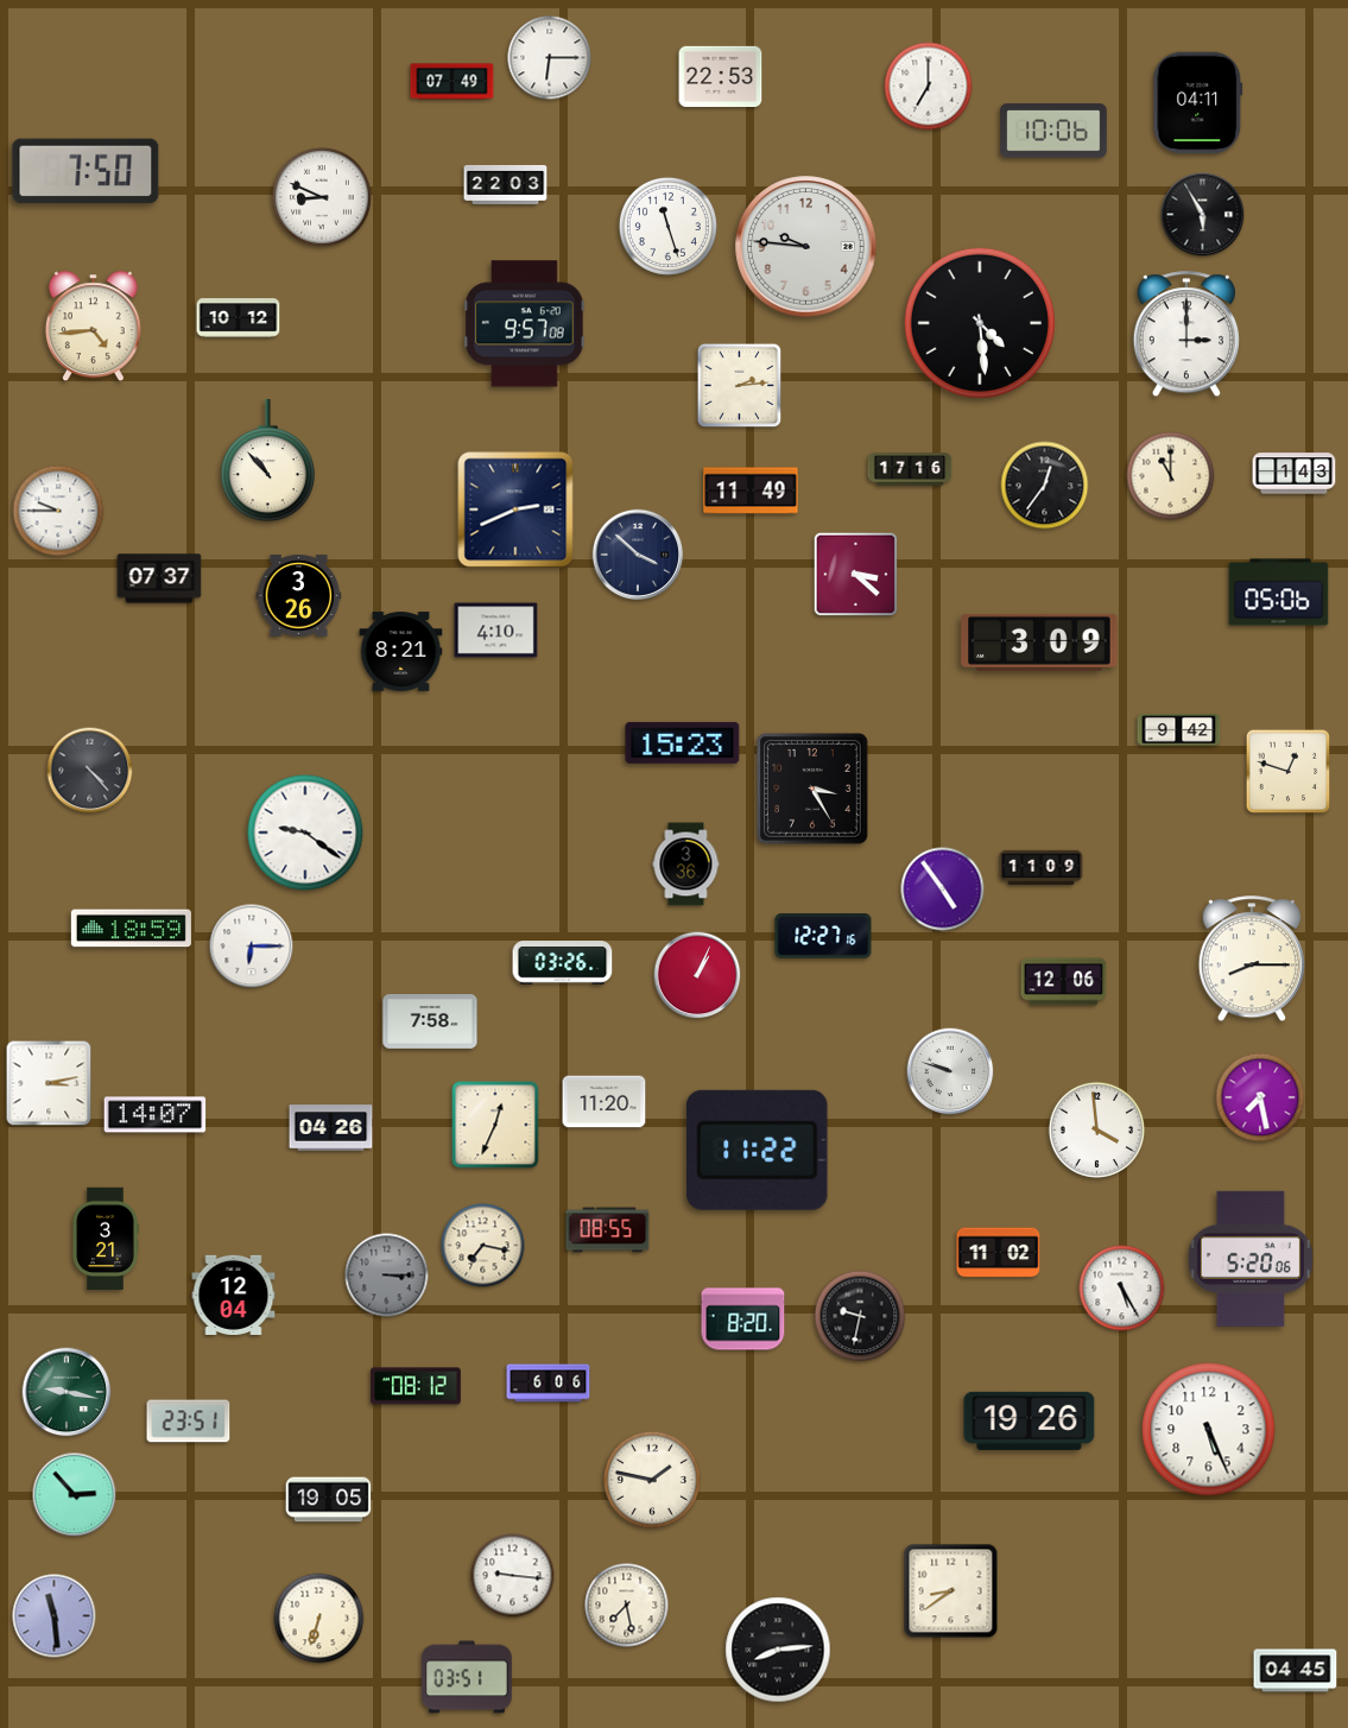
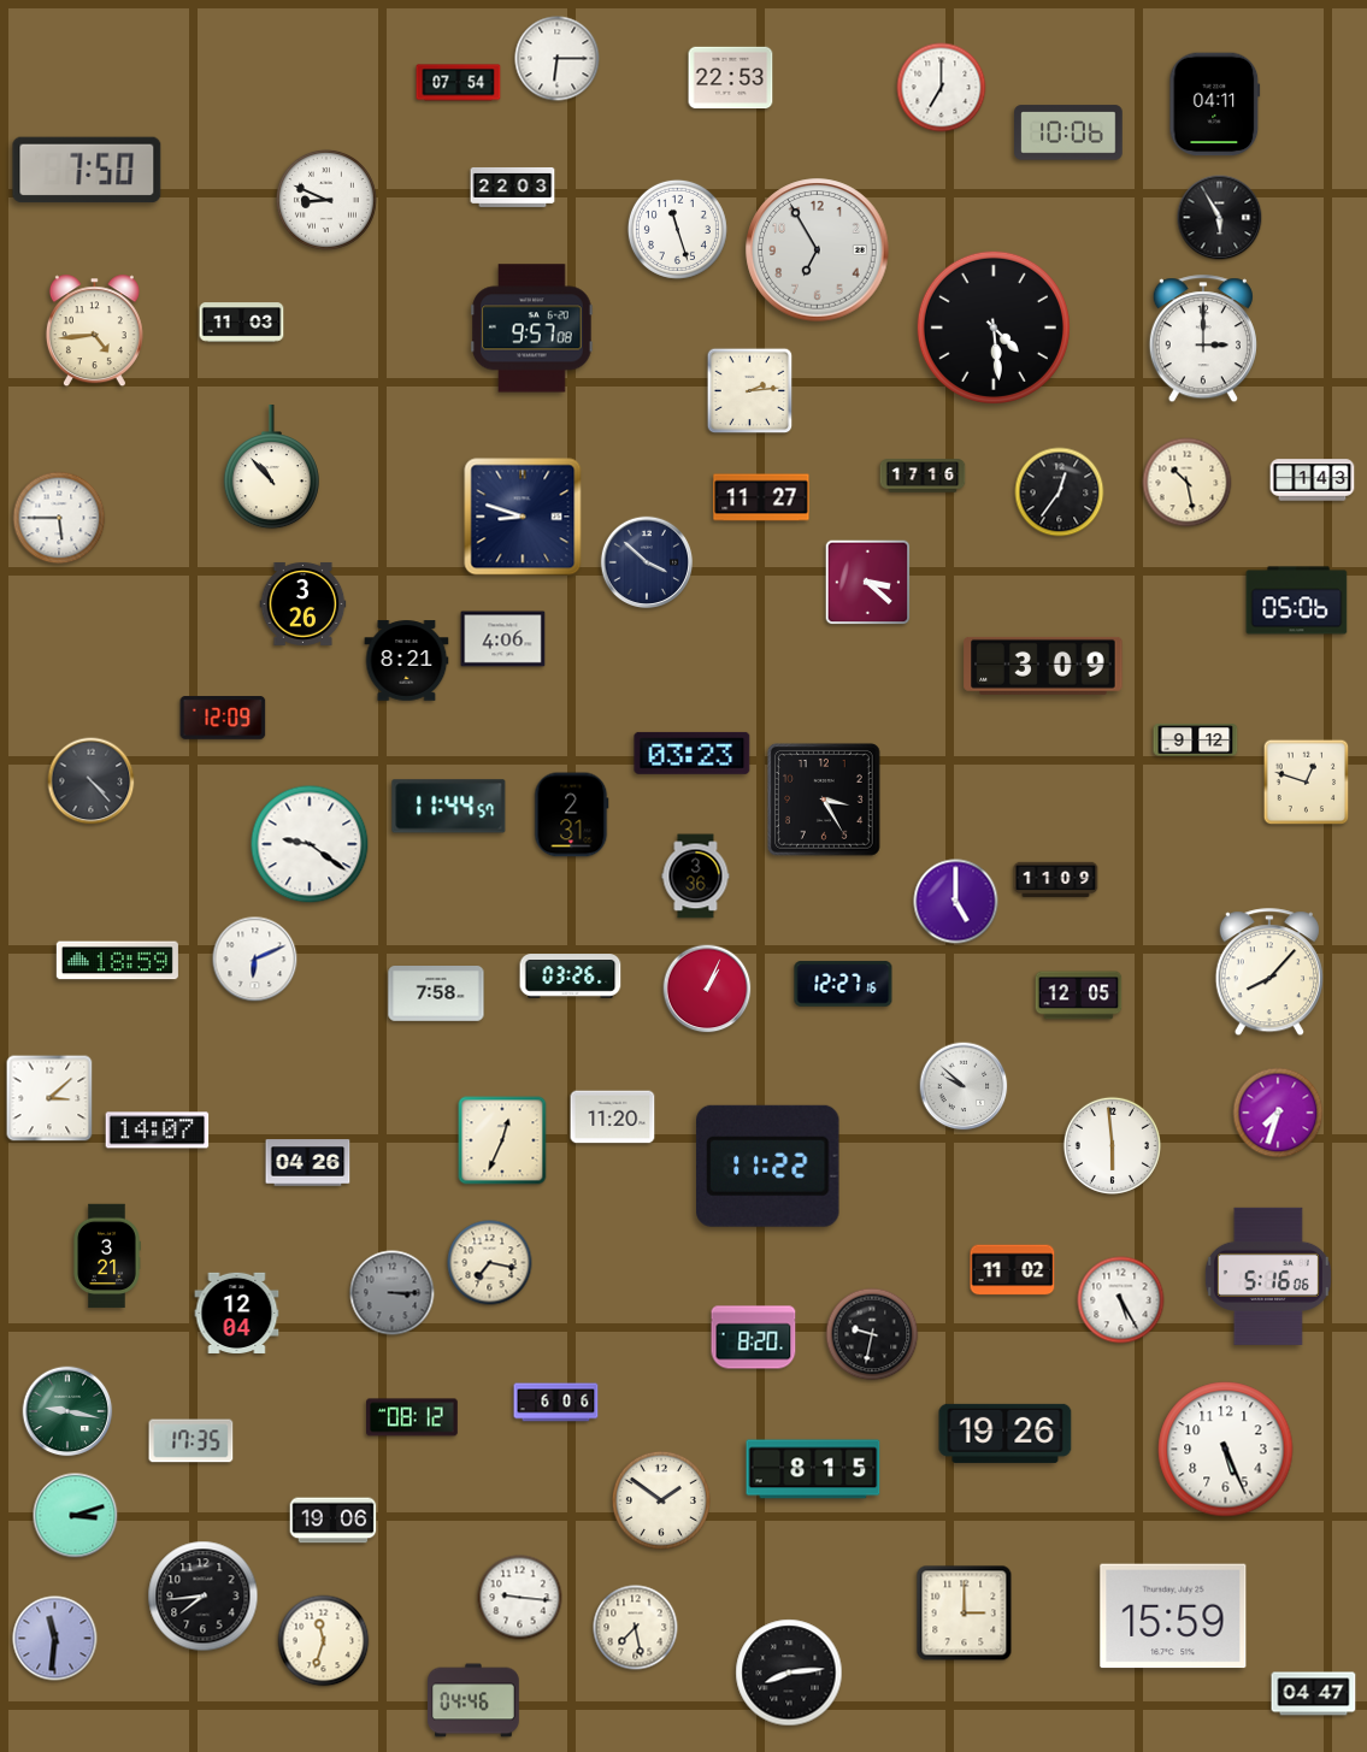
clock at (453, 82): 07:49 -> 07:54
clock at (86, 171) position: (86, 171) -> (87, 170)
clock at (806, 247): 9:46 -> 6:55
clock at (239, 318): 10:12 -> 11:03
clock at (1171, 476): 11:00 -> 10:28
clock at (751, 490): 11:49 -> 11:27
clock at (515, 509): 2:41 -> 8:48
clock at (58, 511): 9:45 -> 5:45
clock at (159, 578): 07:37 -> none
clock at (496, 631): 4:10 -> 4:06
clock at (1039, 643) position: (1039, 643) -> (1043, 666)
clock at (223, 719): none -> 12:09
clock at (1179, 730): 9:42 -> 9:12
clock at (683, 742): 15:23 -> 03:23
clock at (449, 807): none -> 11:44
clock at (572, 815): none -> 2:31
clock at (943, 890): 4:54 -> 5:00
clock at (131, 929) position: (131, 929) -> (117, 961)
clock at (823, 936) position: (823, 936) -> (843, 984)
clock at (252, 947): 6:15 -> 6:11
clock at (1252, 960): 8:15 -> 8:07
clock at (1064, 982): 12:06 -> 12:05
clock at (430, 1023) position: (430, 1023) -> (436, 995)
clock at (950, 1071): 9:48 -> 9:52
clock at (49, 1083): 3:13 -> 3:08
clock at (1260, 1097): 7:28 -> 7:33
clock at (331, 1128) position: (331, 1128) -> (308, 1163)
clock at (1096, 1129): 3:59 -> 5:59
clock at (608, 1230): 08:55 -> none
clock at (1251, 1259): 5:20 -> 5:16
clock at (1122, 1289) position: (1122, 1289) -> (1121, 1300)
clock at (417, 1386) position: (417, 1386) -> (413, 1417)
clock at (1030, 1420) position: (1030, 1420) -> (1006, 1433)
clock at (189, 1422): 23:51 -> 17:35
clock at (813, 1469): none -> 8:15
clock at (652, 1480): 1:47 -> 1:51
clock at (75, 1495): 2:53 -> 3:12
clock at (329, 1500): 19:05 -> 19:06
clock at (204, 1597): none -> 7:44
clock at (951, 1591): 8:39 -> 3:00
clock at (1173, 1616): none -> 15:59
clock at (55, 1616): 11:29 -> 11:31
clock at (319, 1619): 6:33 -> 11:33
clock at (1296, 1671): 04:45 -> 04:47
clock at (467, 1677): 03:51 -> 04:46
